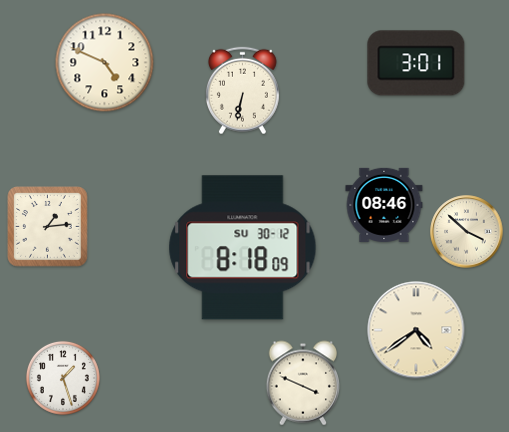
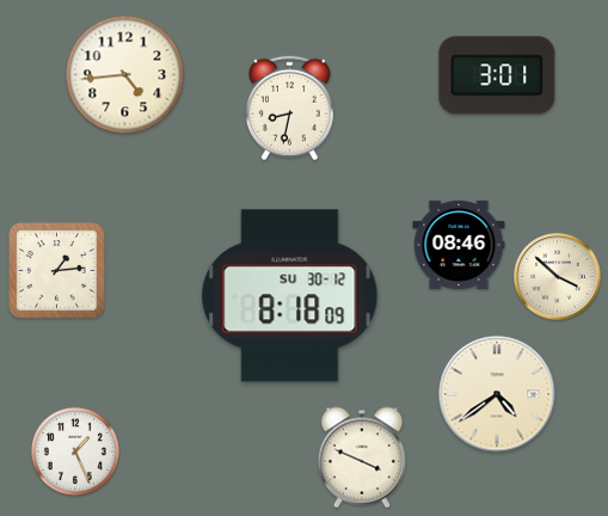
clock at (105, 63): 4:49 -> 4:44
clock at (242, 91): 6:32 -> 8:32
clock at (63, 378): 1:27 -> 1:26
